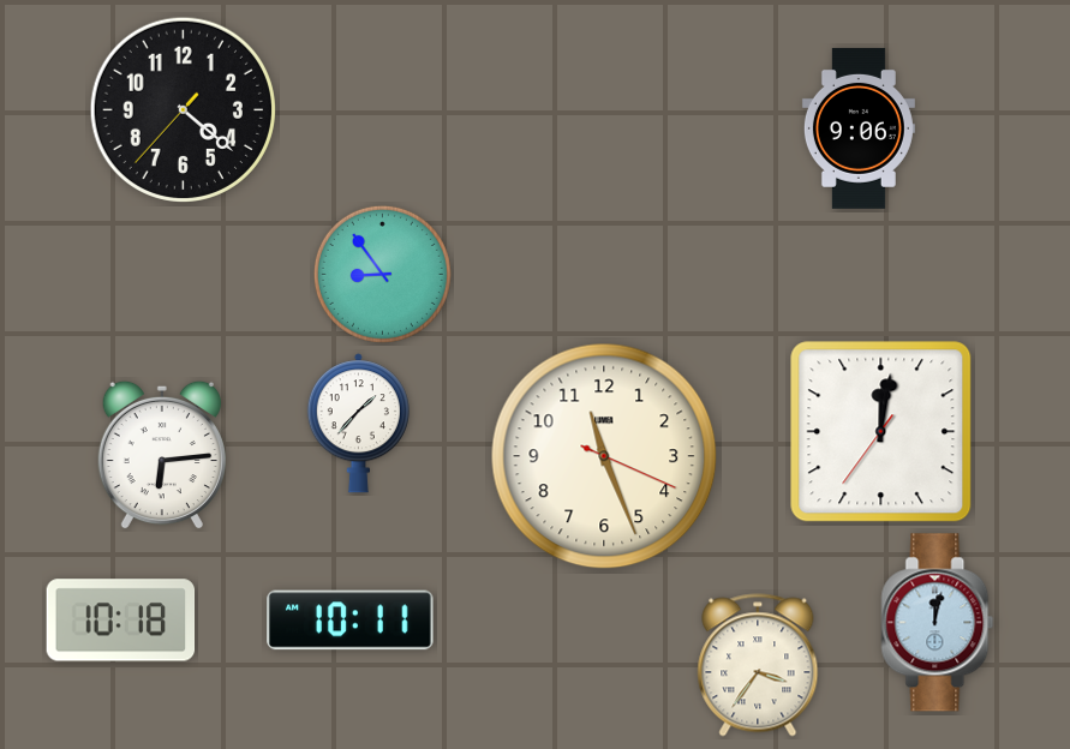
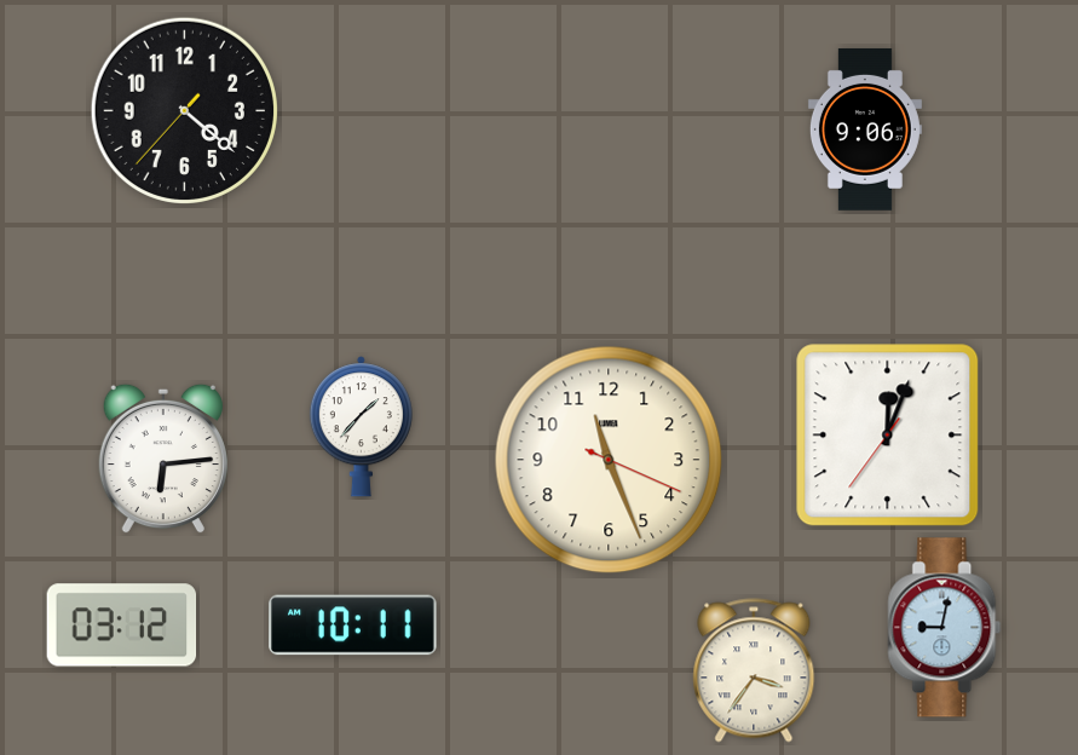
clock at (382, 274): 8:54 -> none
clock at (881, 432): 12:01 -> 12:03
clock at (121, 621): 10:18 -> 03:12
clock at (938, 623): 12:02 -> 9:02
clock at (758, 665) position: (758, 665) -> (754, 670)
